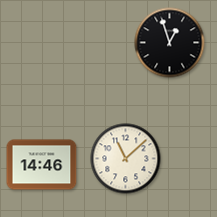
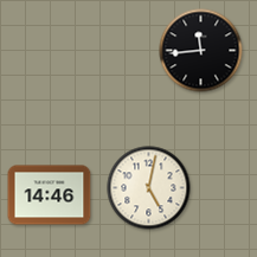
clock at (170, 43): 12:57 -> 11:44
clock at (126, 159): 11:08 -> 5:02
